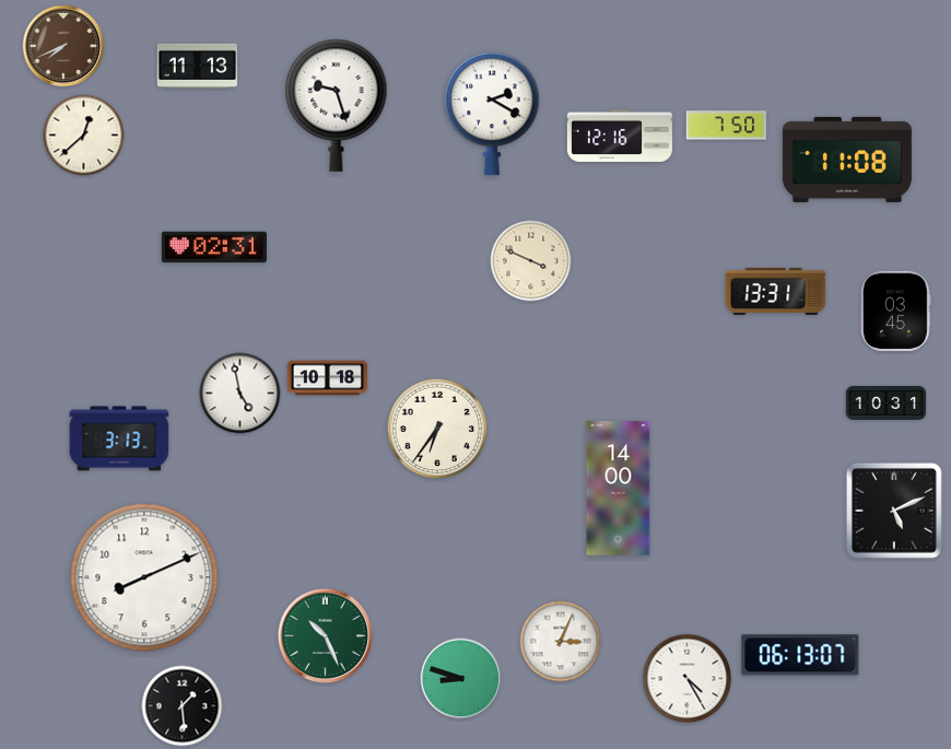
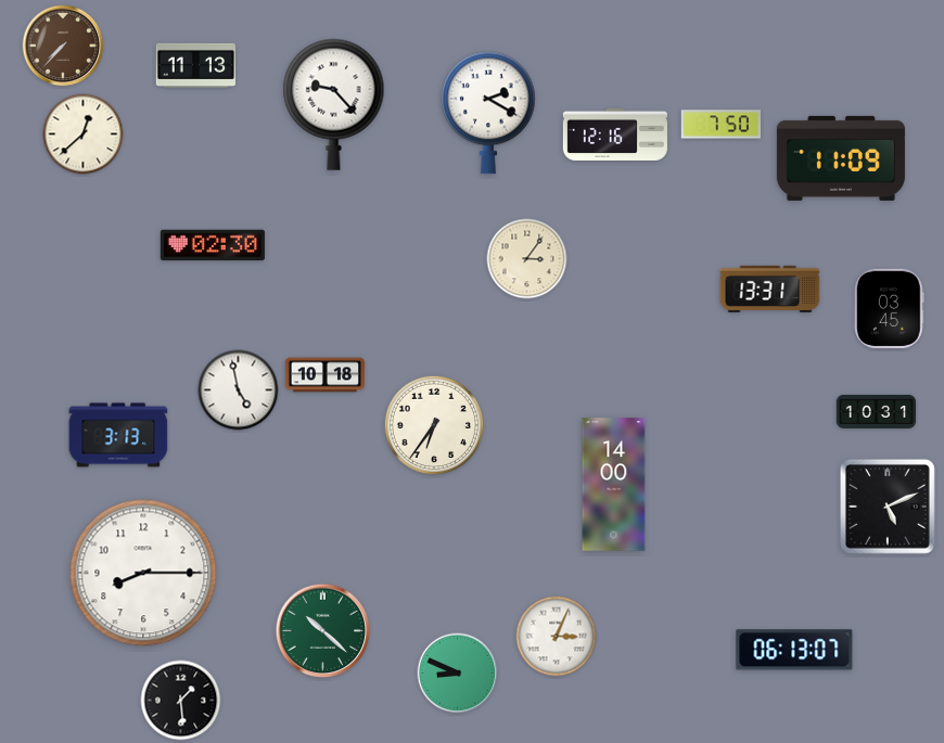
clock at (63, 46): 7:41 -> 7:37
clock at (337, 105): 9:27 -> 9:23
clock at (847, 160): 11:08 -> 11:09
clock at (214, 247): 02:31 -> 02:30
clock at (531, 261): 3:49 -> 3:06
clock at (887, 402) position: (887, 402) -> (877, 411)
clock at (144, 577): 8:11 -> 8:15
clock at (326, 636): 10:26 -> 10:22
clock at (461, 679): 8:48 -> 8:49
clock at (688, 679): 4:25 -> none
